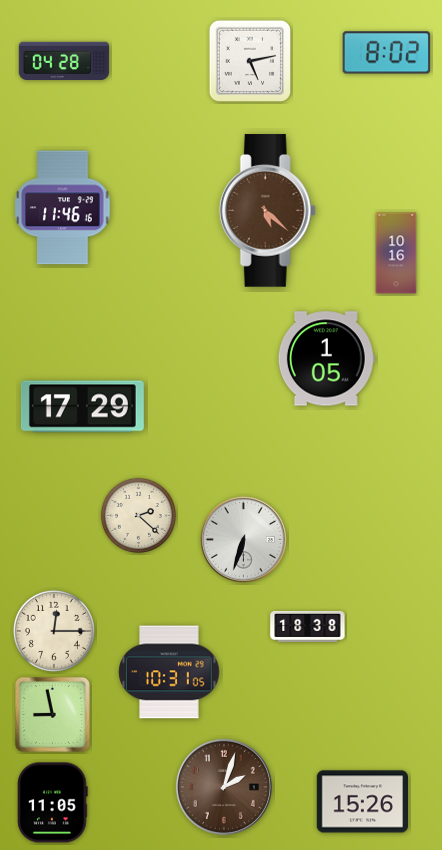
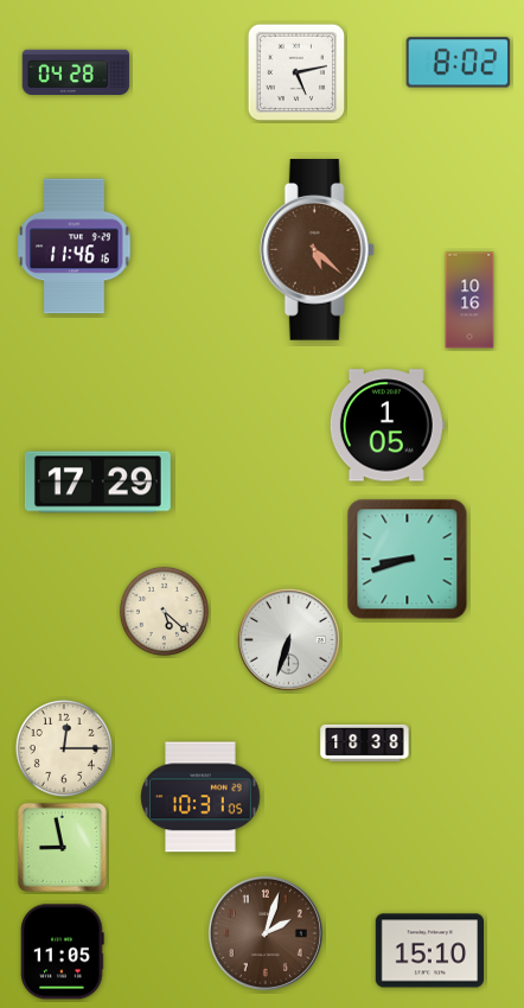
clock at (408, 560): none -> 8:42
clock at (138, 515): 2:22 -> 5:22
clock at (362, 802): 15:26 -> 15:10
